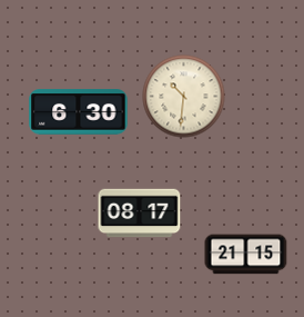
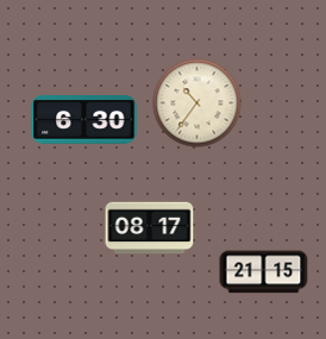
clock at (184, 97): 10:31 -> 10:36
